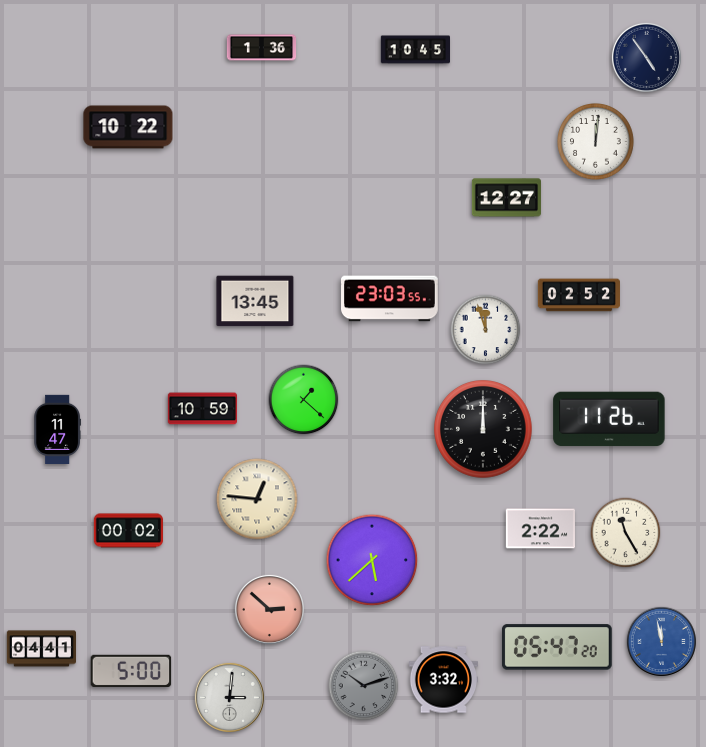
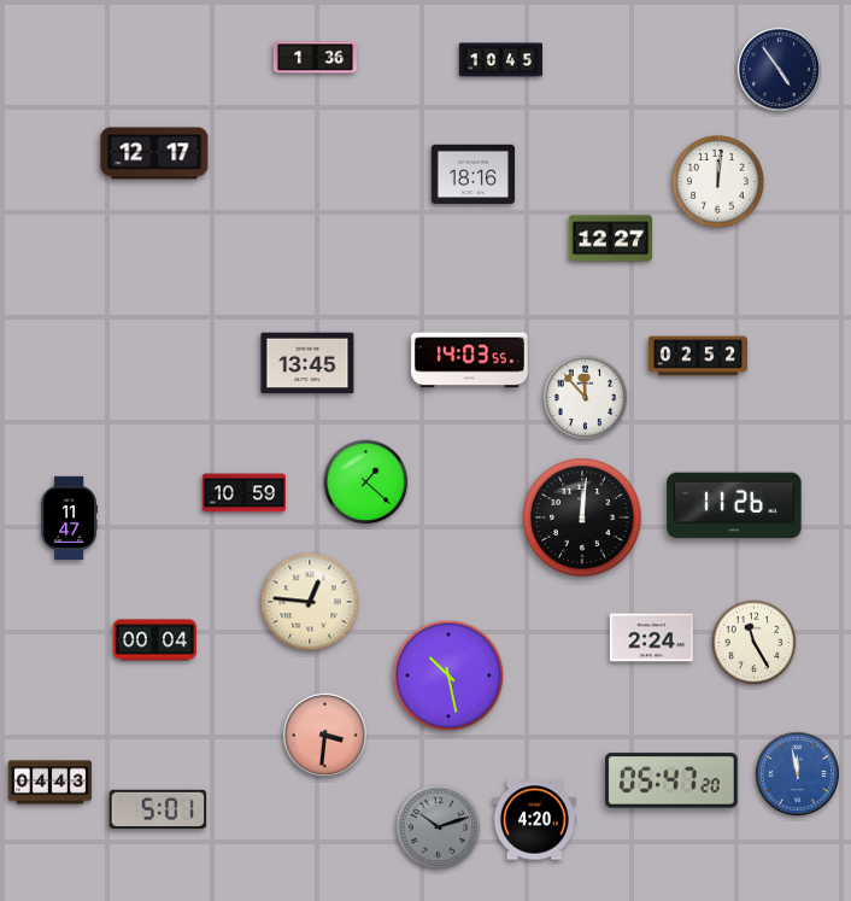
clock at (128, 127): 10:22 -> 12:17
clock at (596, 142) position: (596, 142) -> (718, 182)
clock at (473, 175): none -> 18:16
clock at (390, 299): 23:03 -> 14:03
clock at (486, 330): 11:57 -> 11:53
clock at (484, 430): 12:00 -> 12:01
clock at (540, 529): 2:22 -> 2:24
clock at (128, 531): 00:02 -> 00:04
clock at (372, 560): 5:38 -> 10:28
clock at (269, 609): 2:52 -> 3:31
clock at (41, 649): 04:41 -> 04:43
clock at (131, 670): 5:00 -> 5:01
clock at (443, 680): 3:32 -> 4:20
clock at (229, 697): 3:01 -> none
